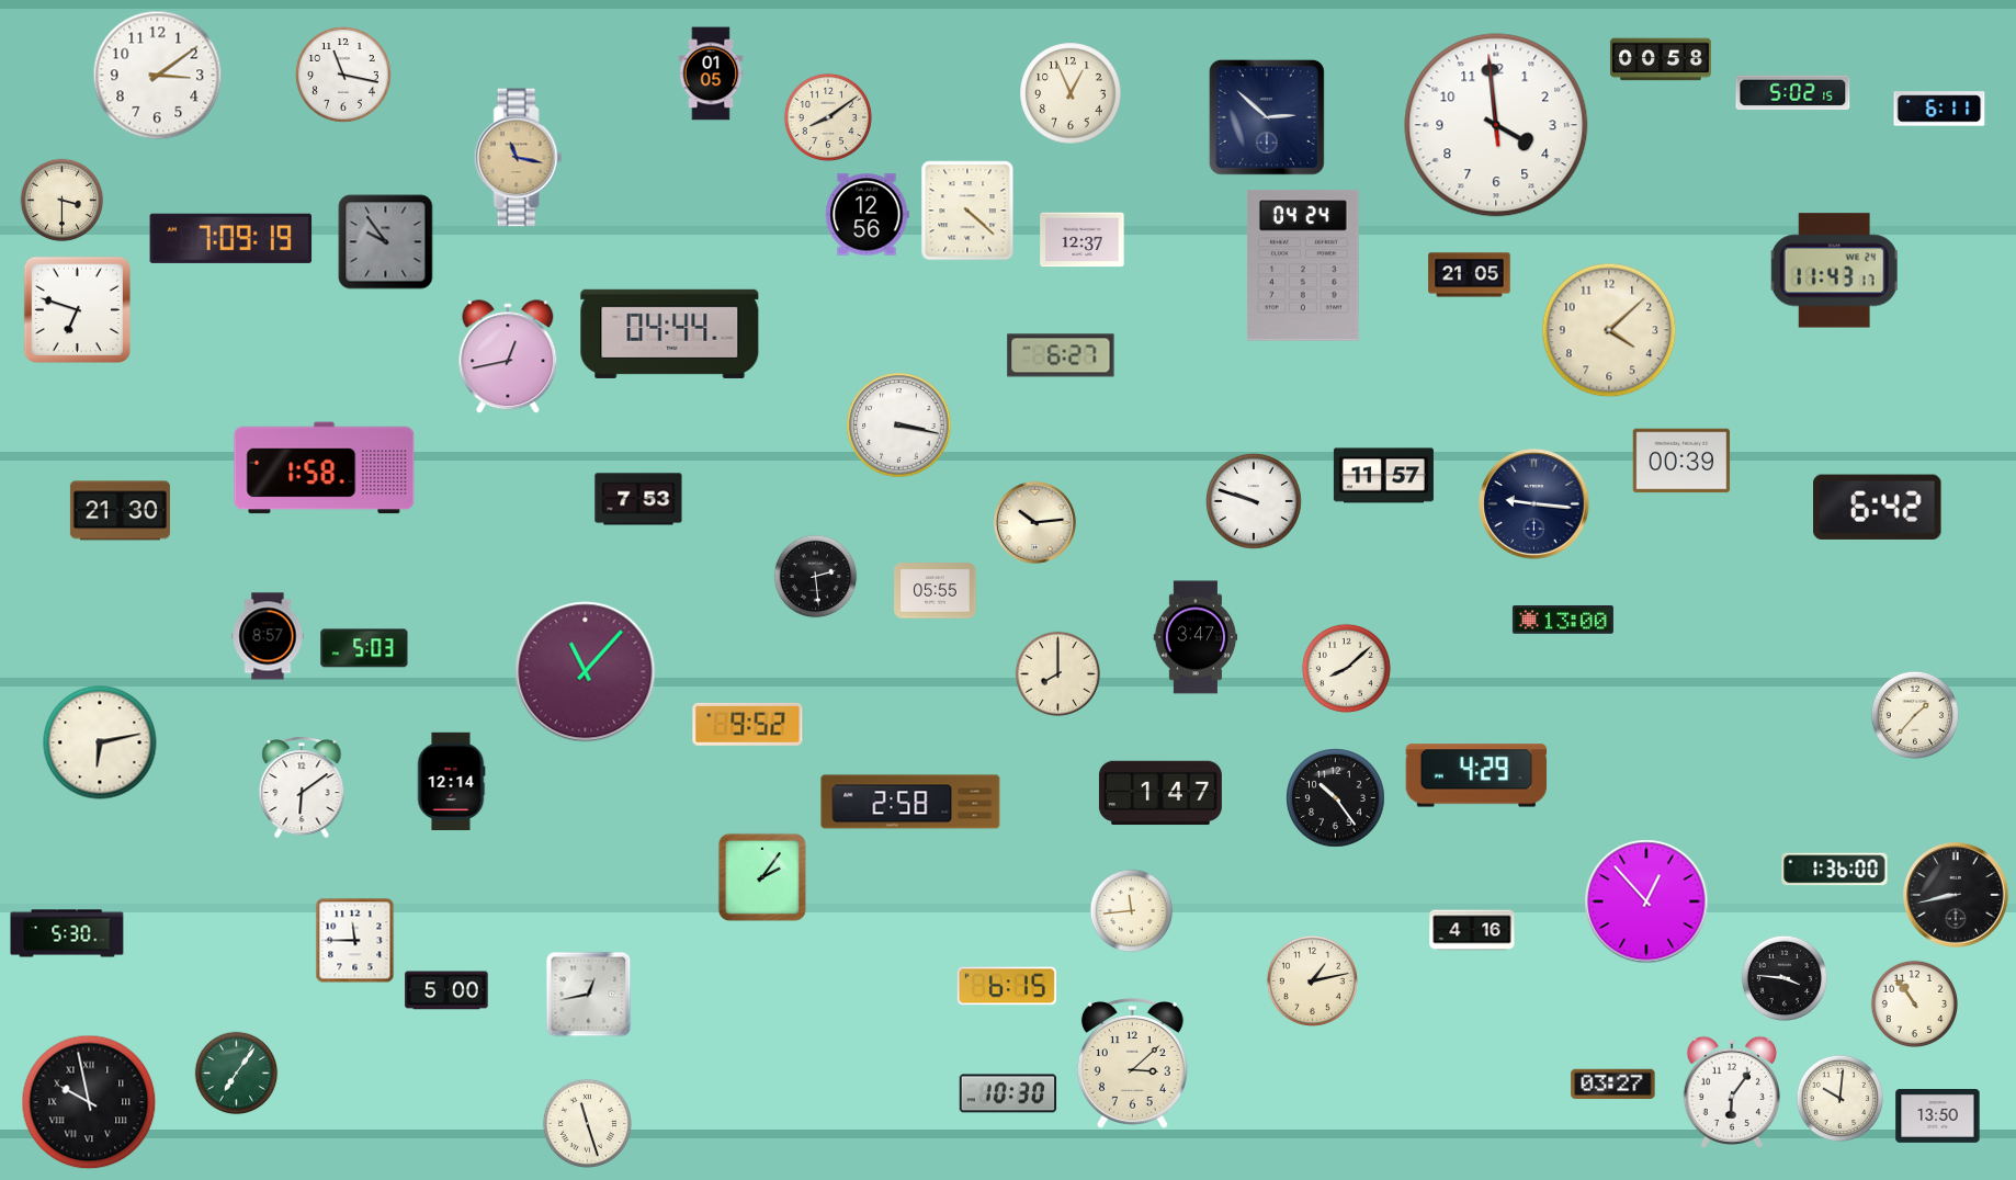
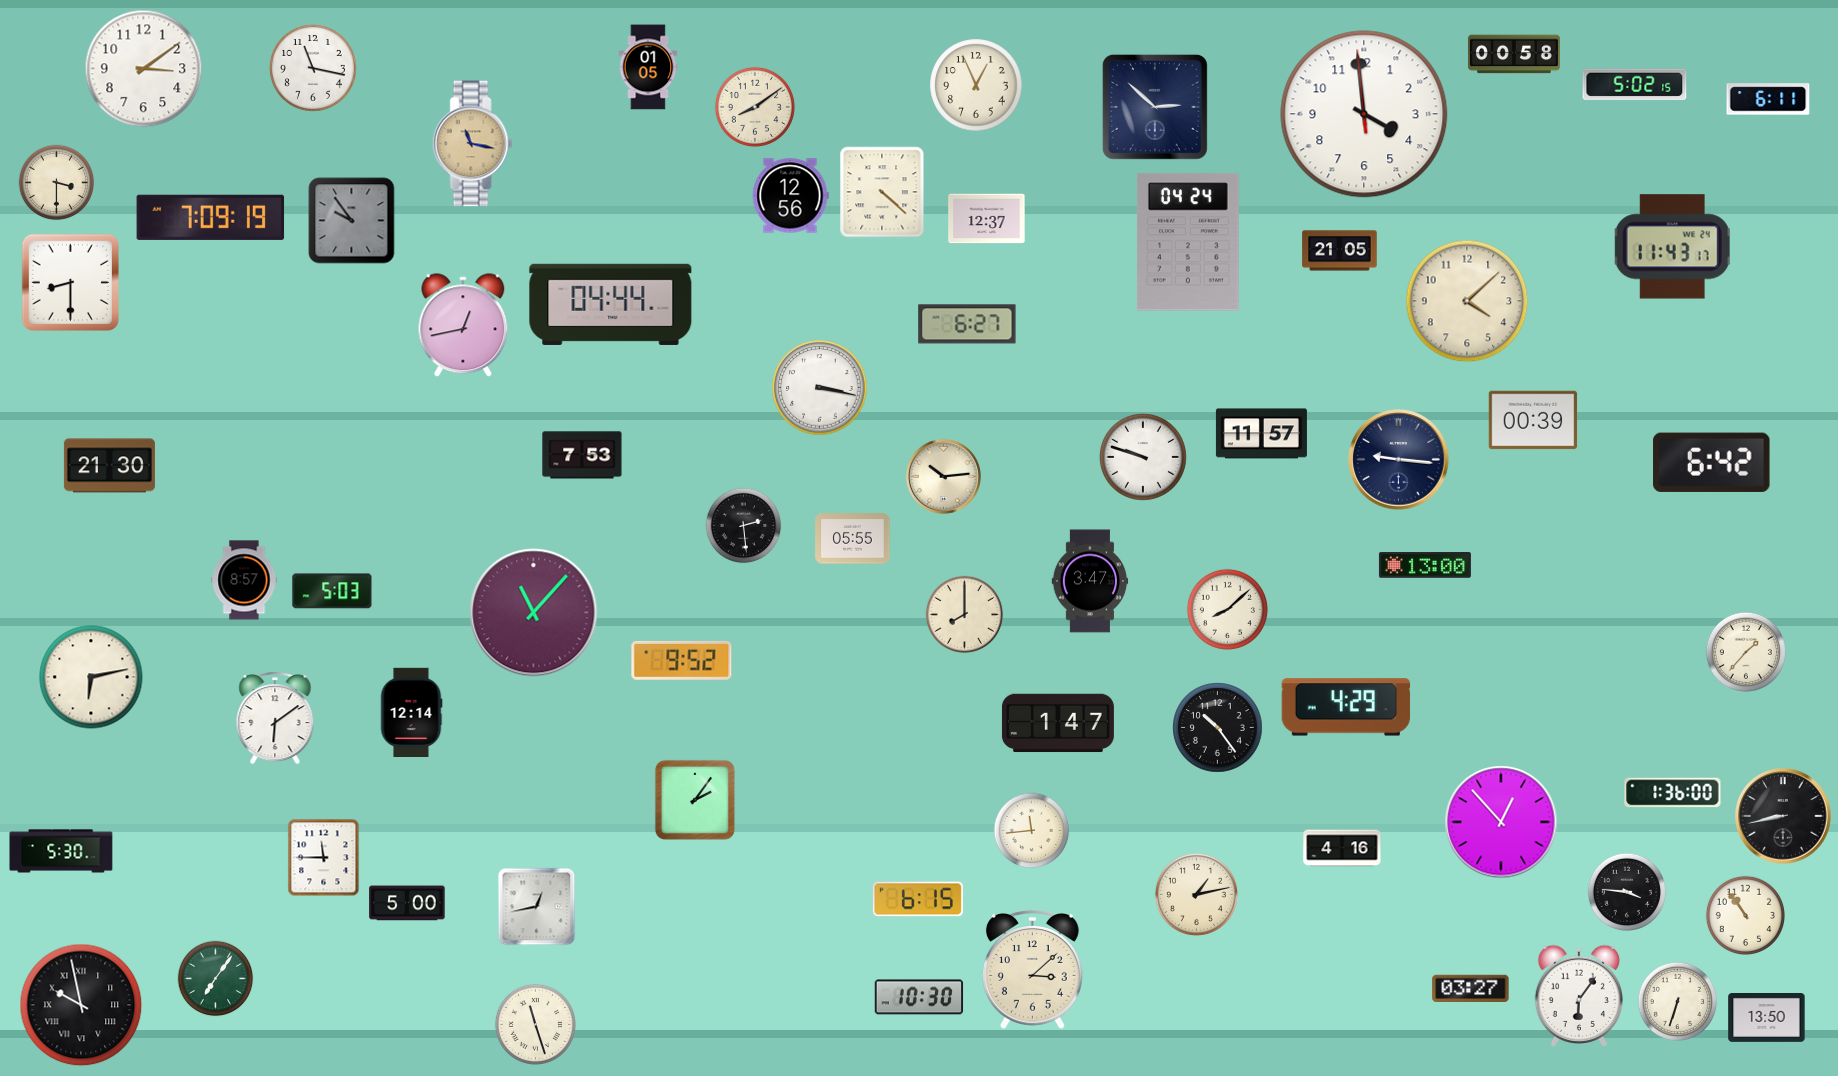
clock at (77, 309): 6:48 -> 8:30
clock at (325, 468): 1:58 -> none
clock at (910, 802): 2:58 -> none
clock at (1839, 1098): 10:01 -> 6:33
